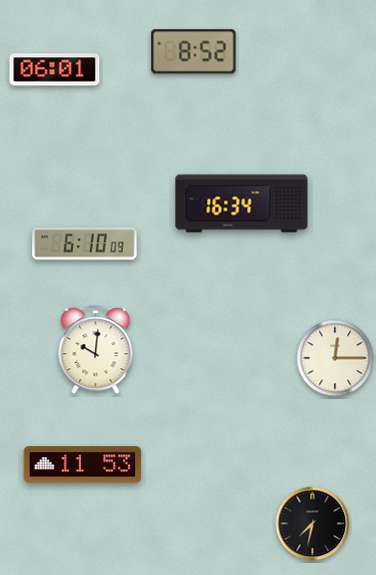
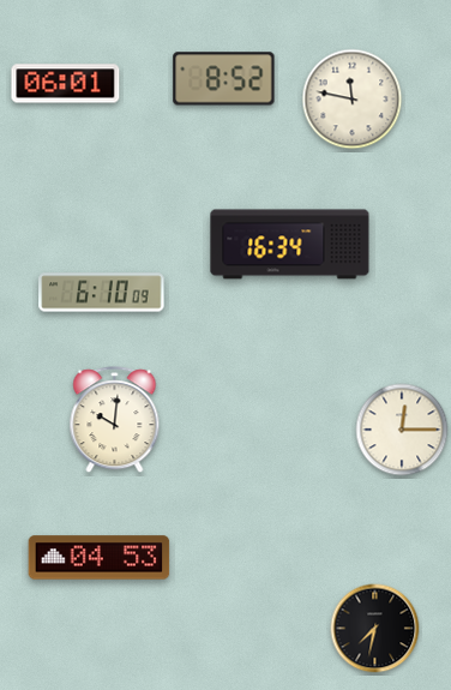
clock at (194, 52) position: (194, 52) -> (224, 79)
clock at (353, 100): none -> 11:47
clock at (83, 465): 11:53 -> 04:53
